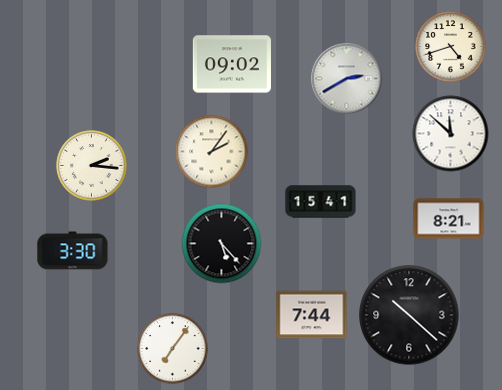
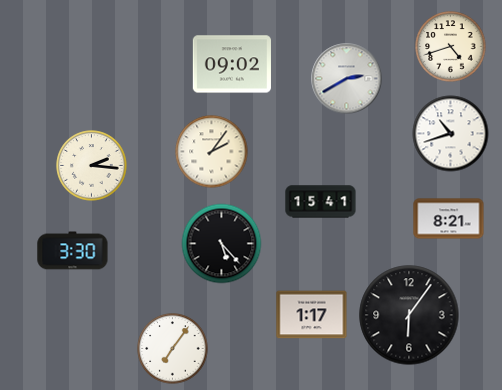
clock at (451, 134): 11:52 -> 10:42
clock at (312, 315): 7:44 -> 1:17
clock at (409, 315): 10:22 -> 6:06
